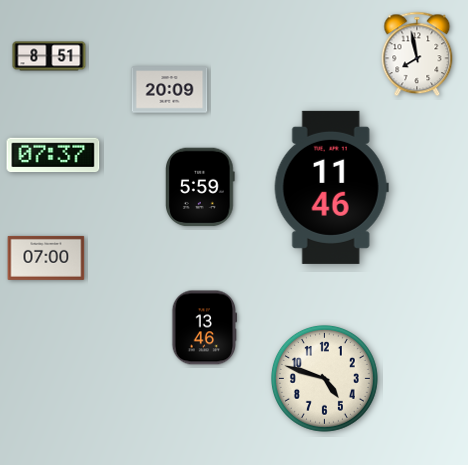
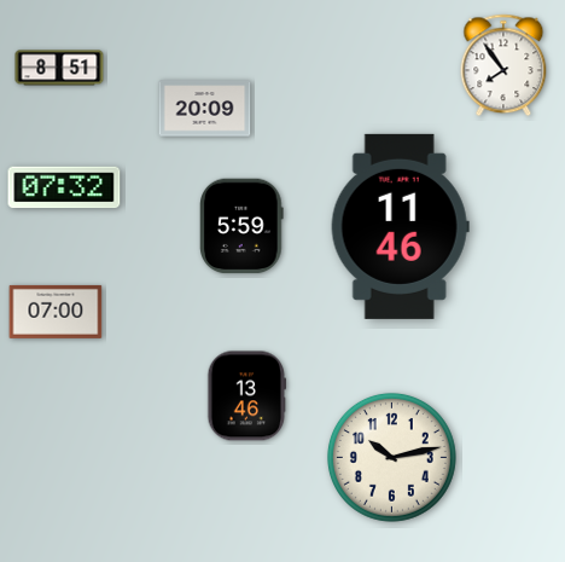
clock at (417, 54): 7:58 -> 7:54
clock at (53, 155): 07:37 -> 07:32
clock at (324, 378): 4:48 -> 10:13
